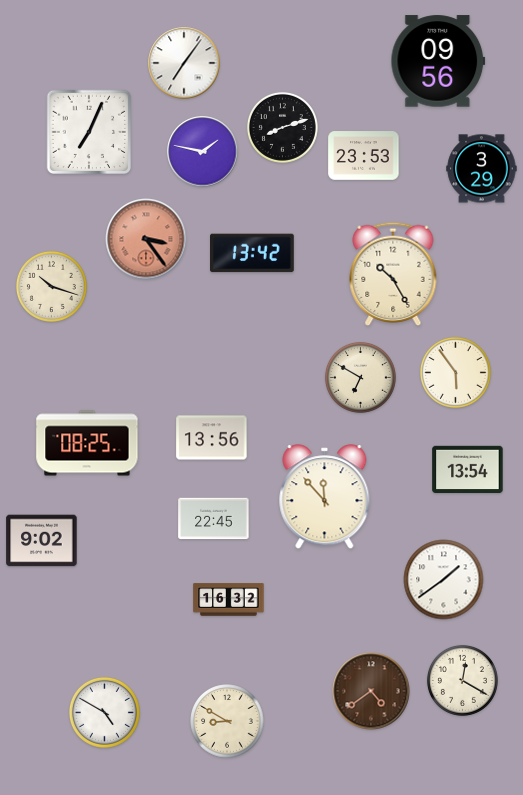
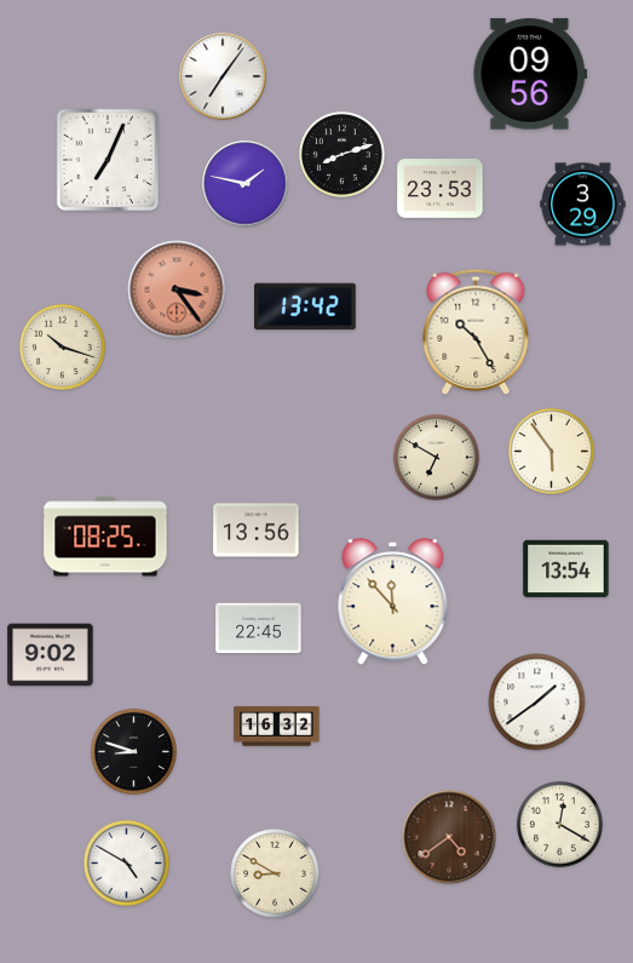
clock at (133, 751): none -> 8:48
